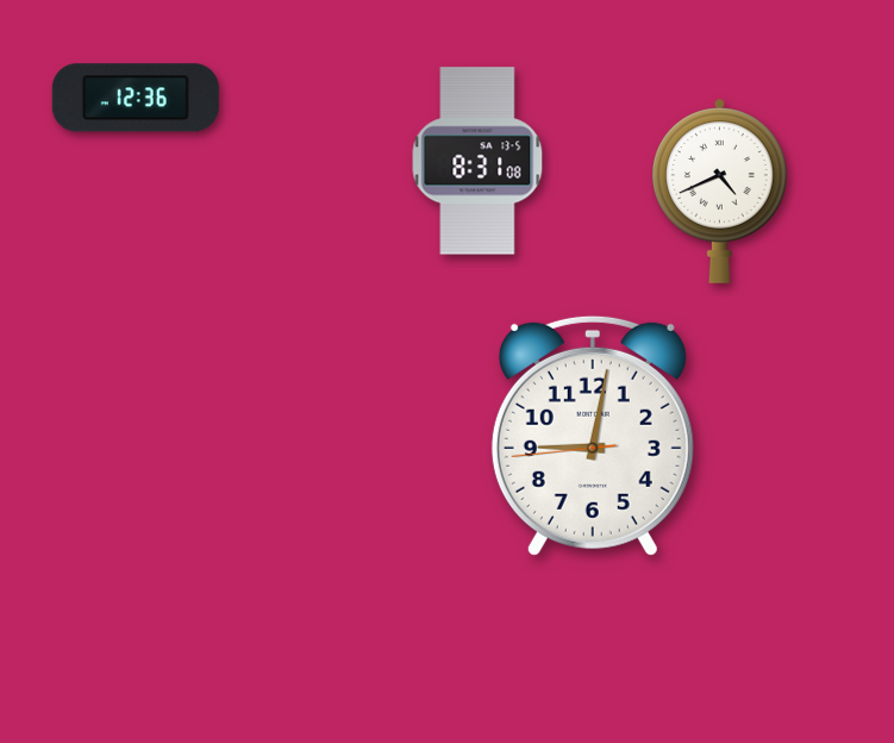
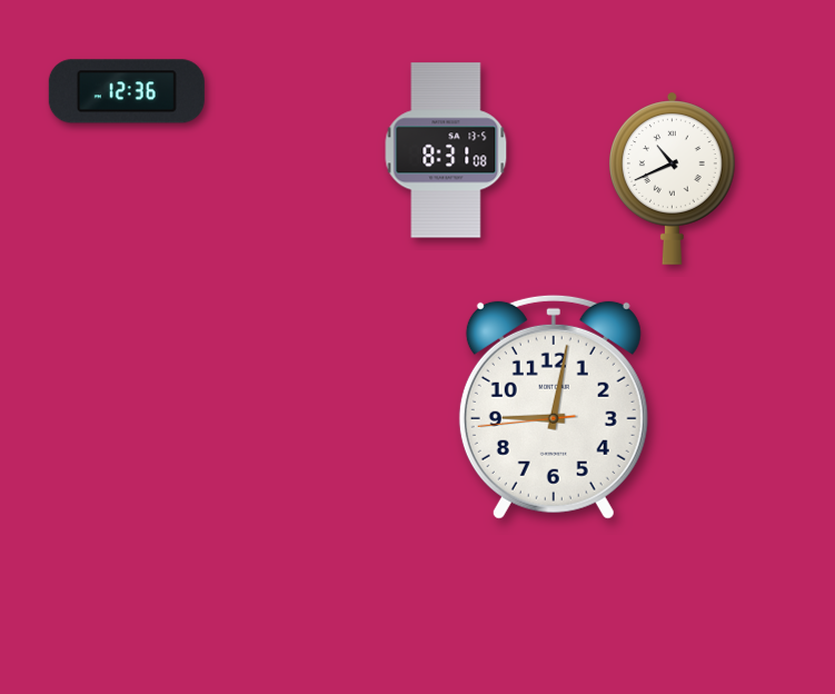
clock at (720, 191): 4:41 -> 10:41
